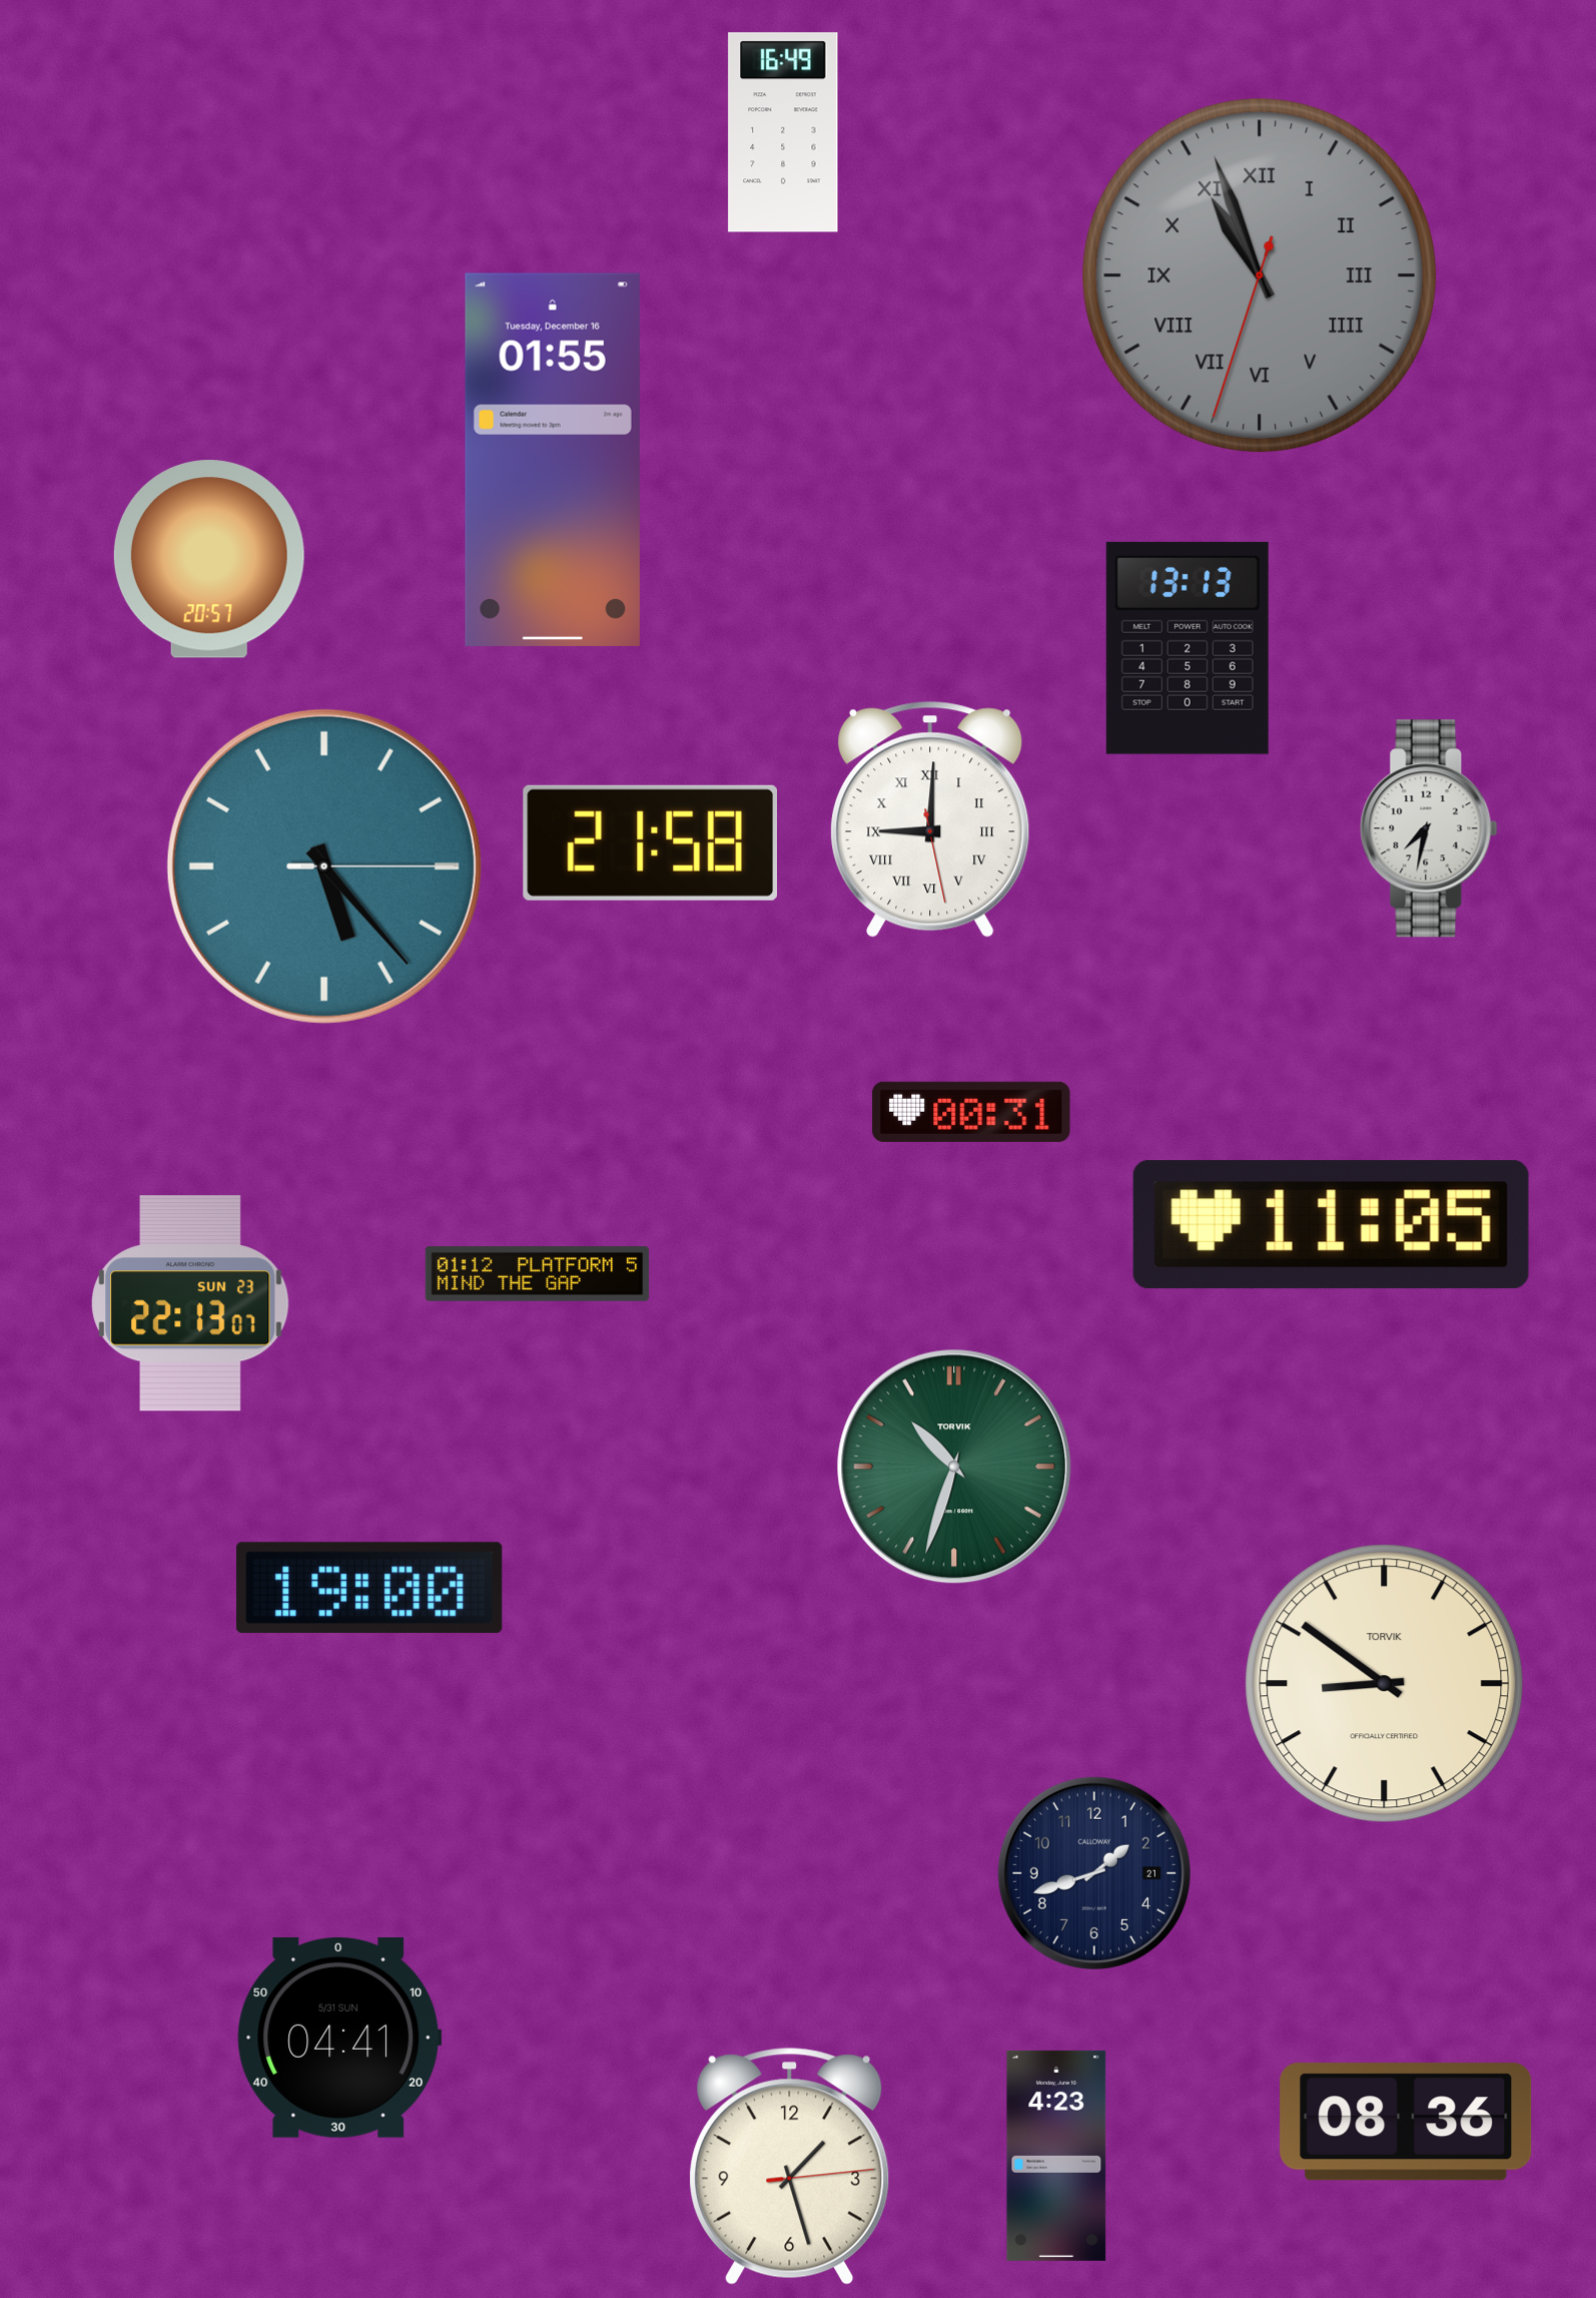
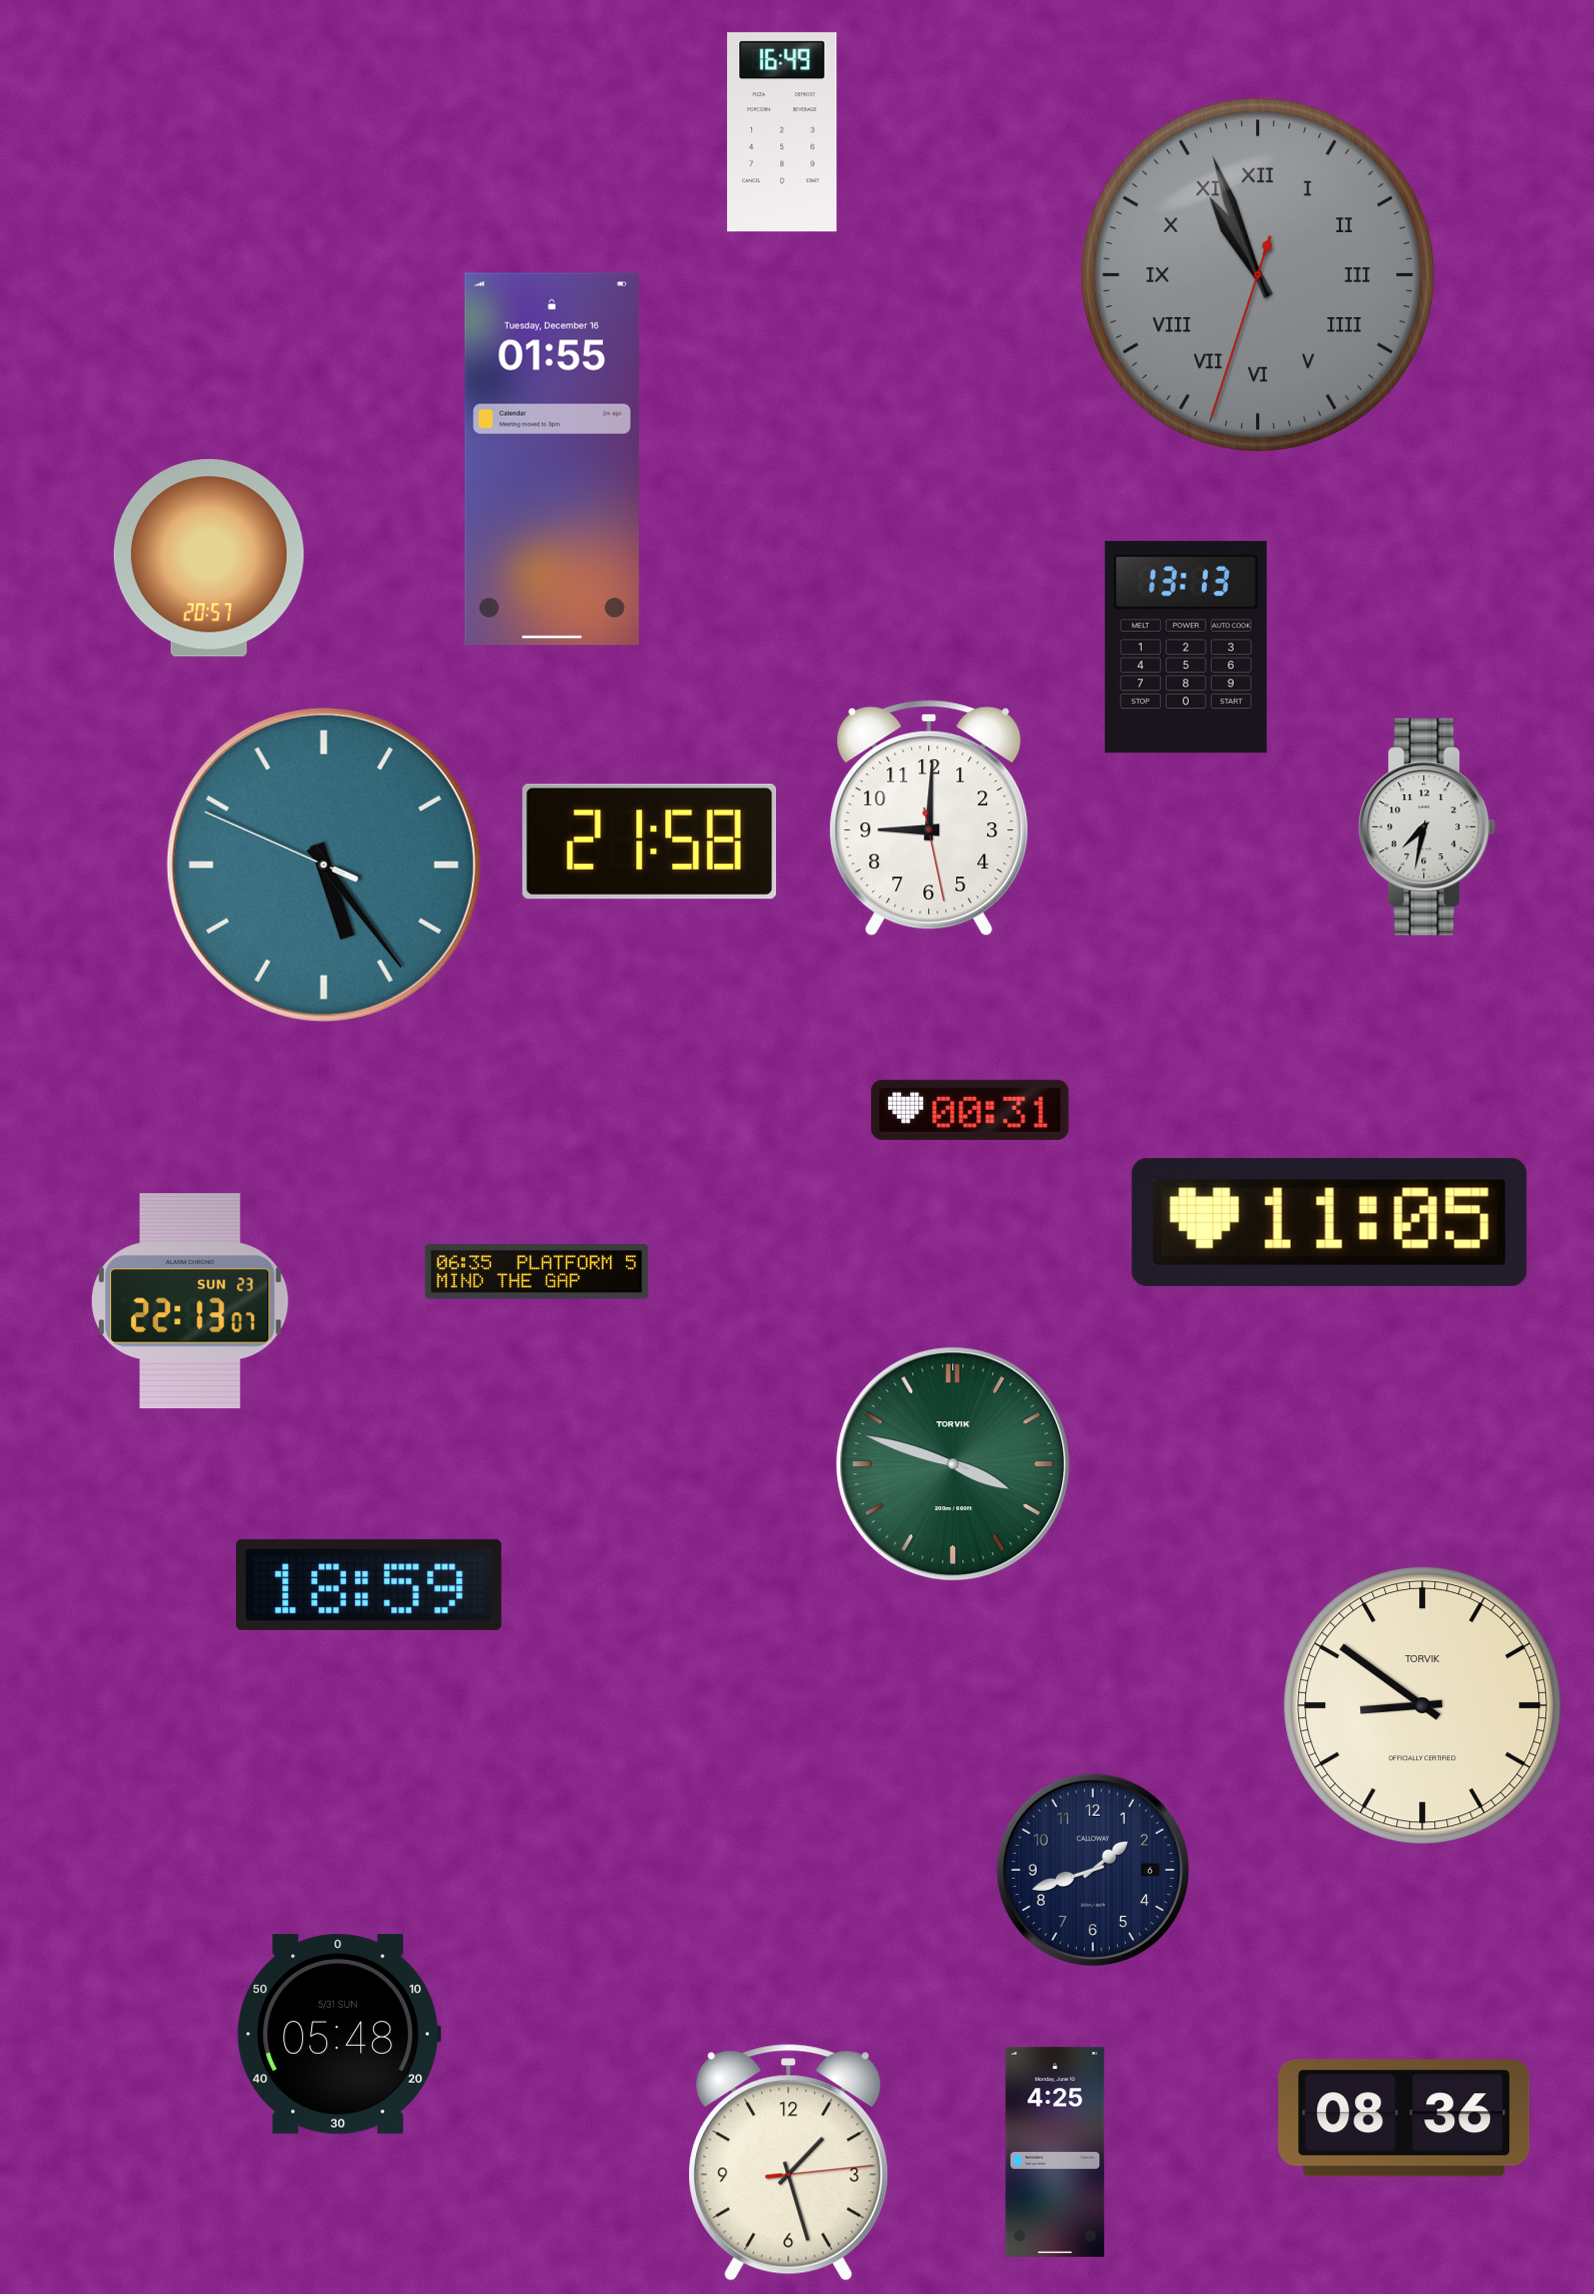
clock at (930, 819) numerals: Roman -> Arabic
clock at (324, 867): 5:23:15 -> 5:23:49
clock at (538, 1274): 01:12 -> 06:35
clock at (954, 1467): 10:33 -> 3:48
clock at (370, 1588): 19:00 -> 18:59
clock at (1385, 1684) position: (1385, 1684) -> (1423, 1706)
clock at (1094, 1873) date: 21 -> 6
clock at (339, 2038): 04:41 -> 05:48
clock at (1056, 2156): 4:23 -> 4:25
